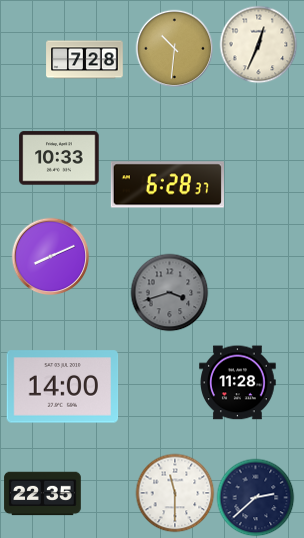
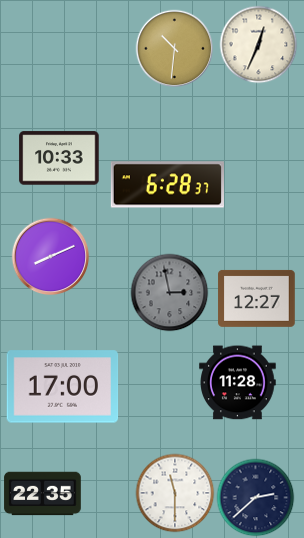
clock at (85, 60): 7:28 -> none
clock at (169, 292): 3:42 -> 2:58
clock at (257, 298): none -> 12:27
clock at (63, 387): 14:00 -> 17:00
